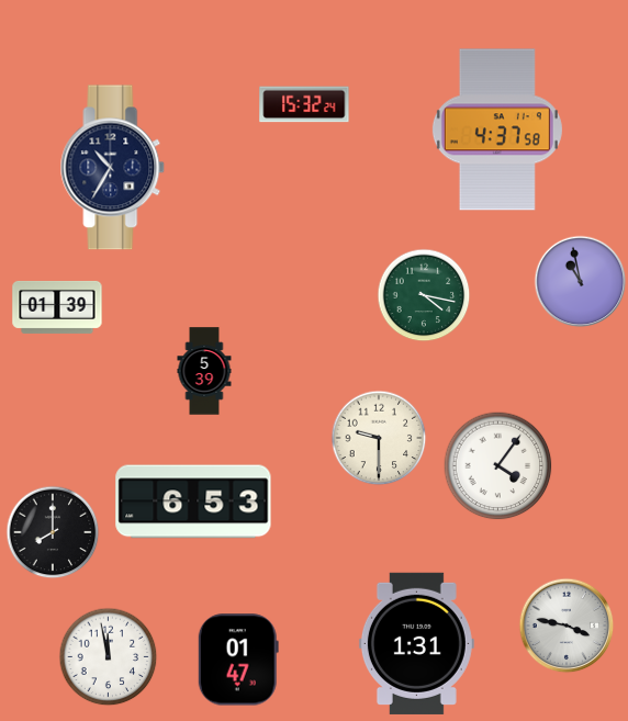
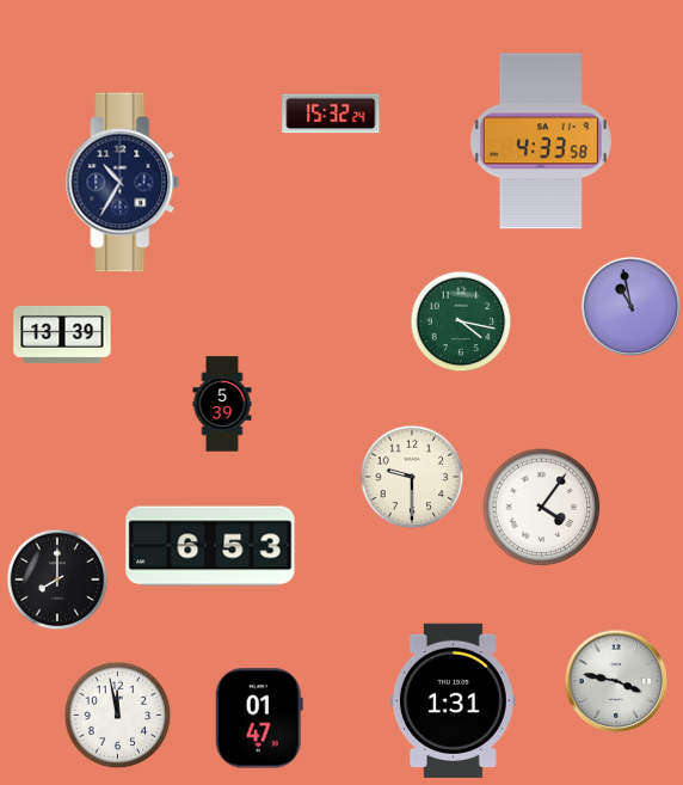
clock at (497, 129): 4:37 -> 4:33
clock at (57, 307): 01:39 -> 13:39
